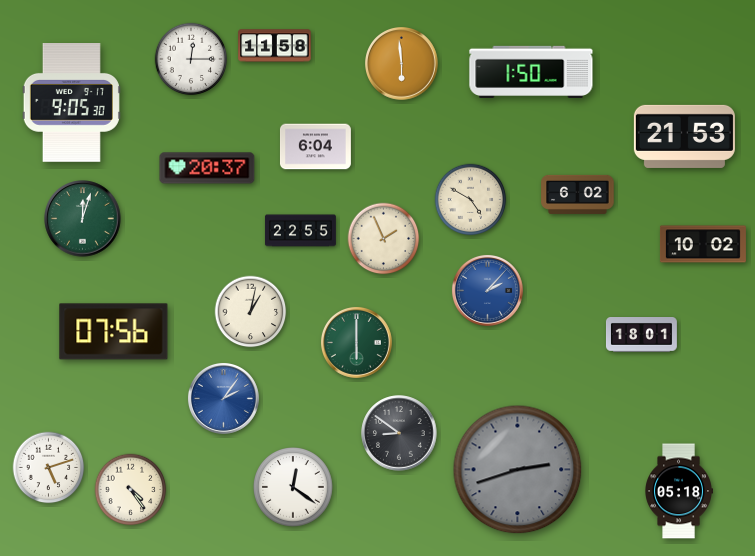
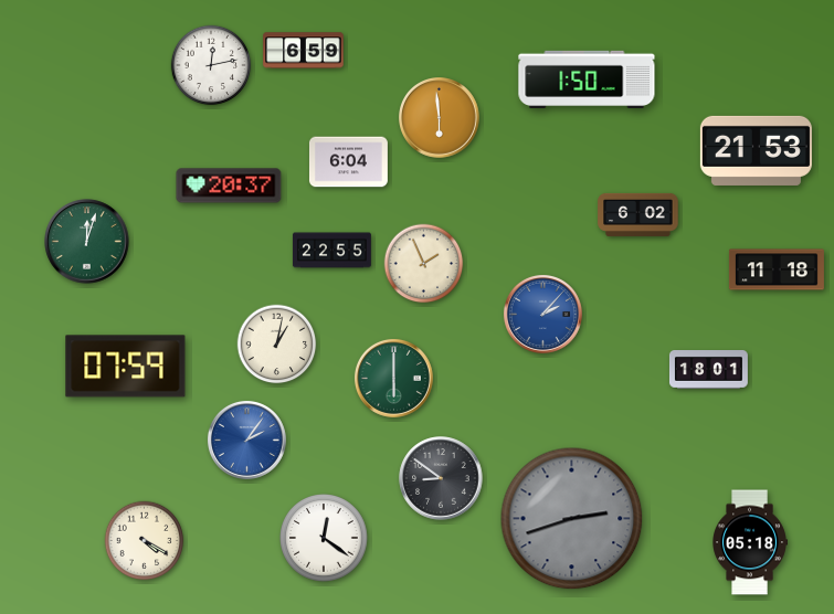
clock at (275, 46): 11:58 -> 6:59
clock at (191, 59): 12:15 -> 12:13
clock at (402, 64) position: (402, 64) -> (440, 118)
clock at (71, 103): 9:05 -> none
clock at (471, 200): 4:50 -> none
clock at (83, 219) position: (83, 219) -> (87, 242)
clock at (300, 231) position: (300, 231) -> (331, 251)
clock at (703, 244): 10:02 -> 11:18
clock at (487, 290) position: (487, 290) -> (542, 314)
clock at (114, 332): 07:56 -> 07:59
clock at (49, 468): 5:12 -> none
clock at (131, 490): 4:24 -> 4:20
